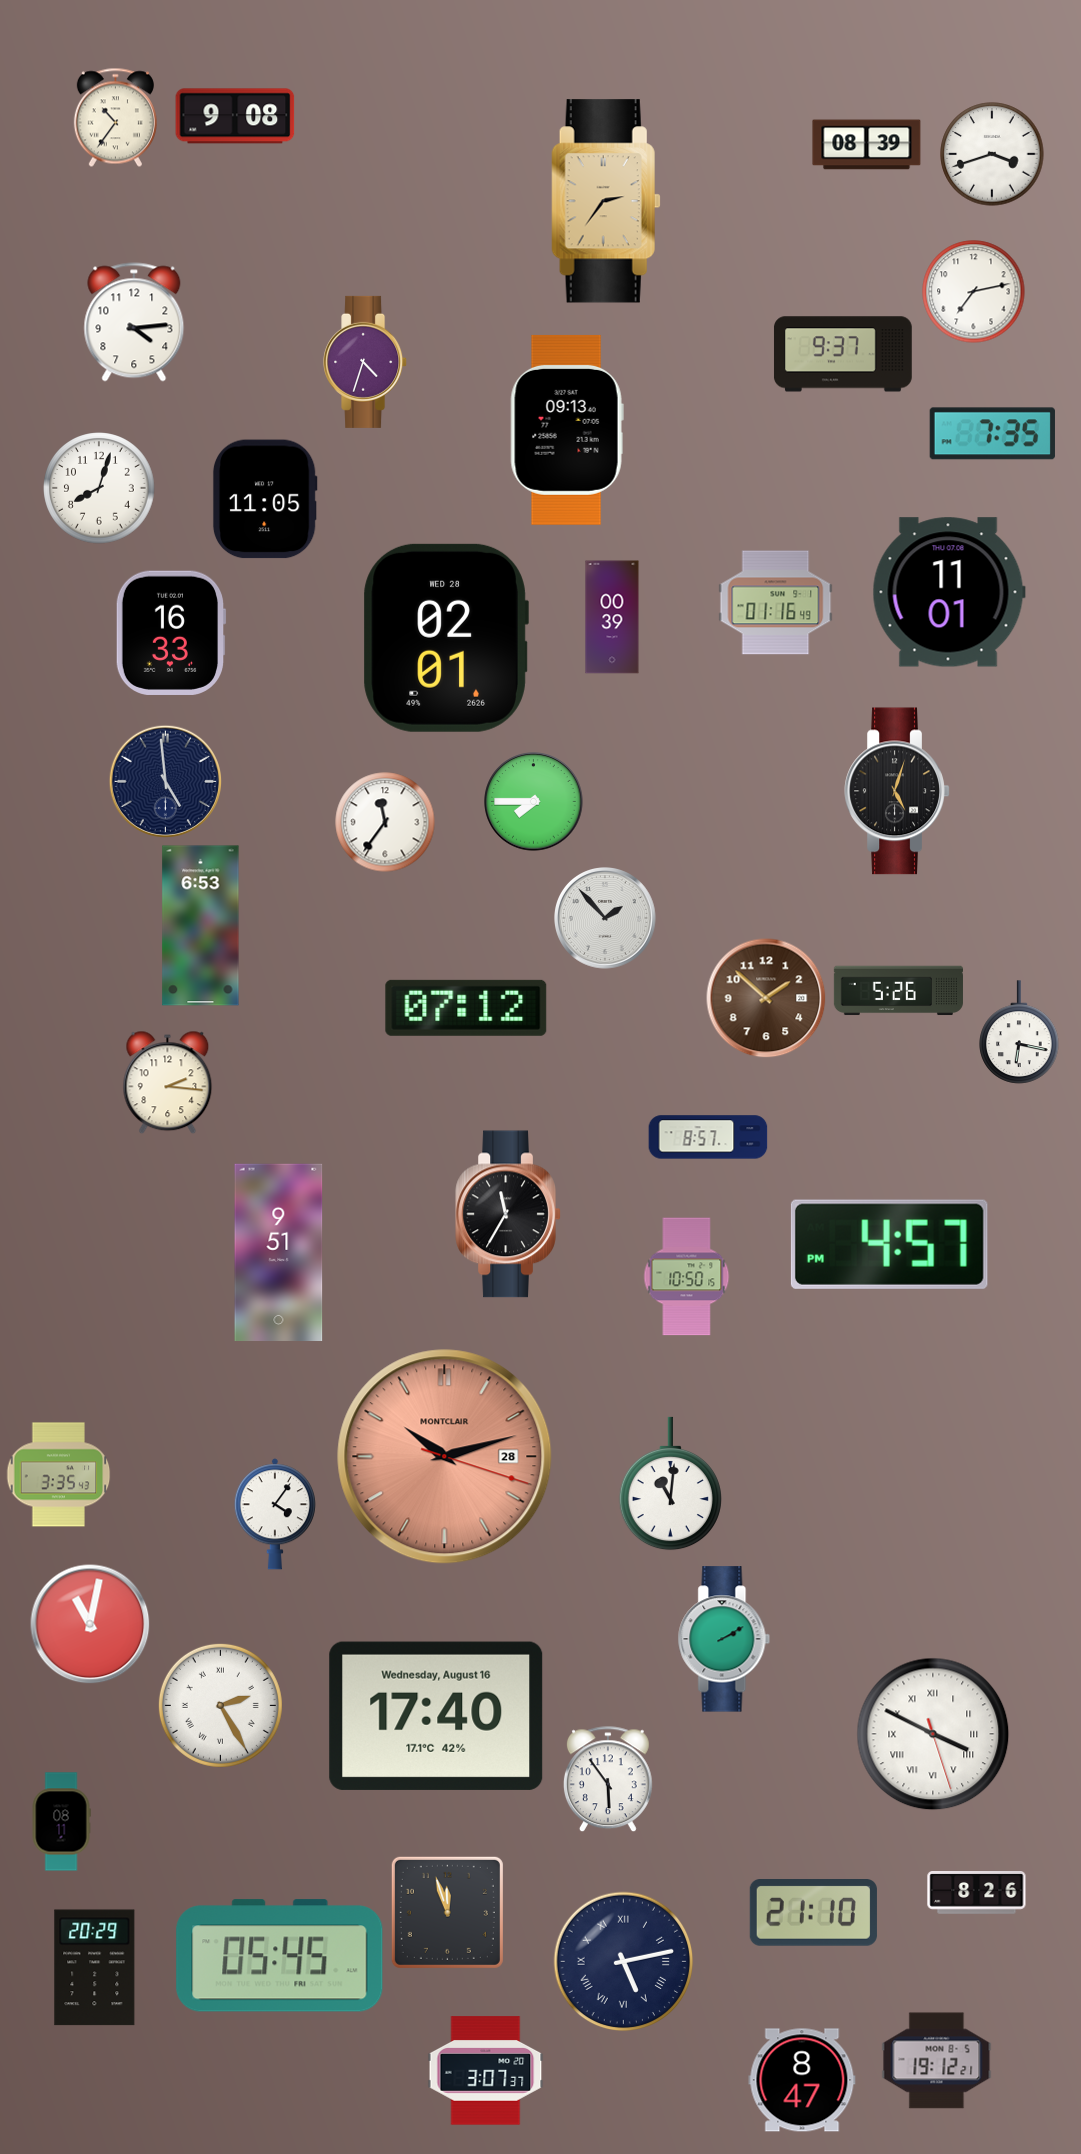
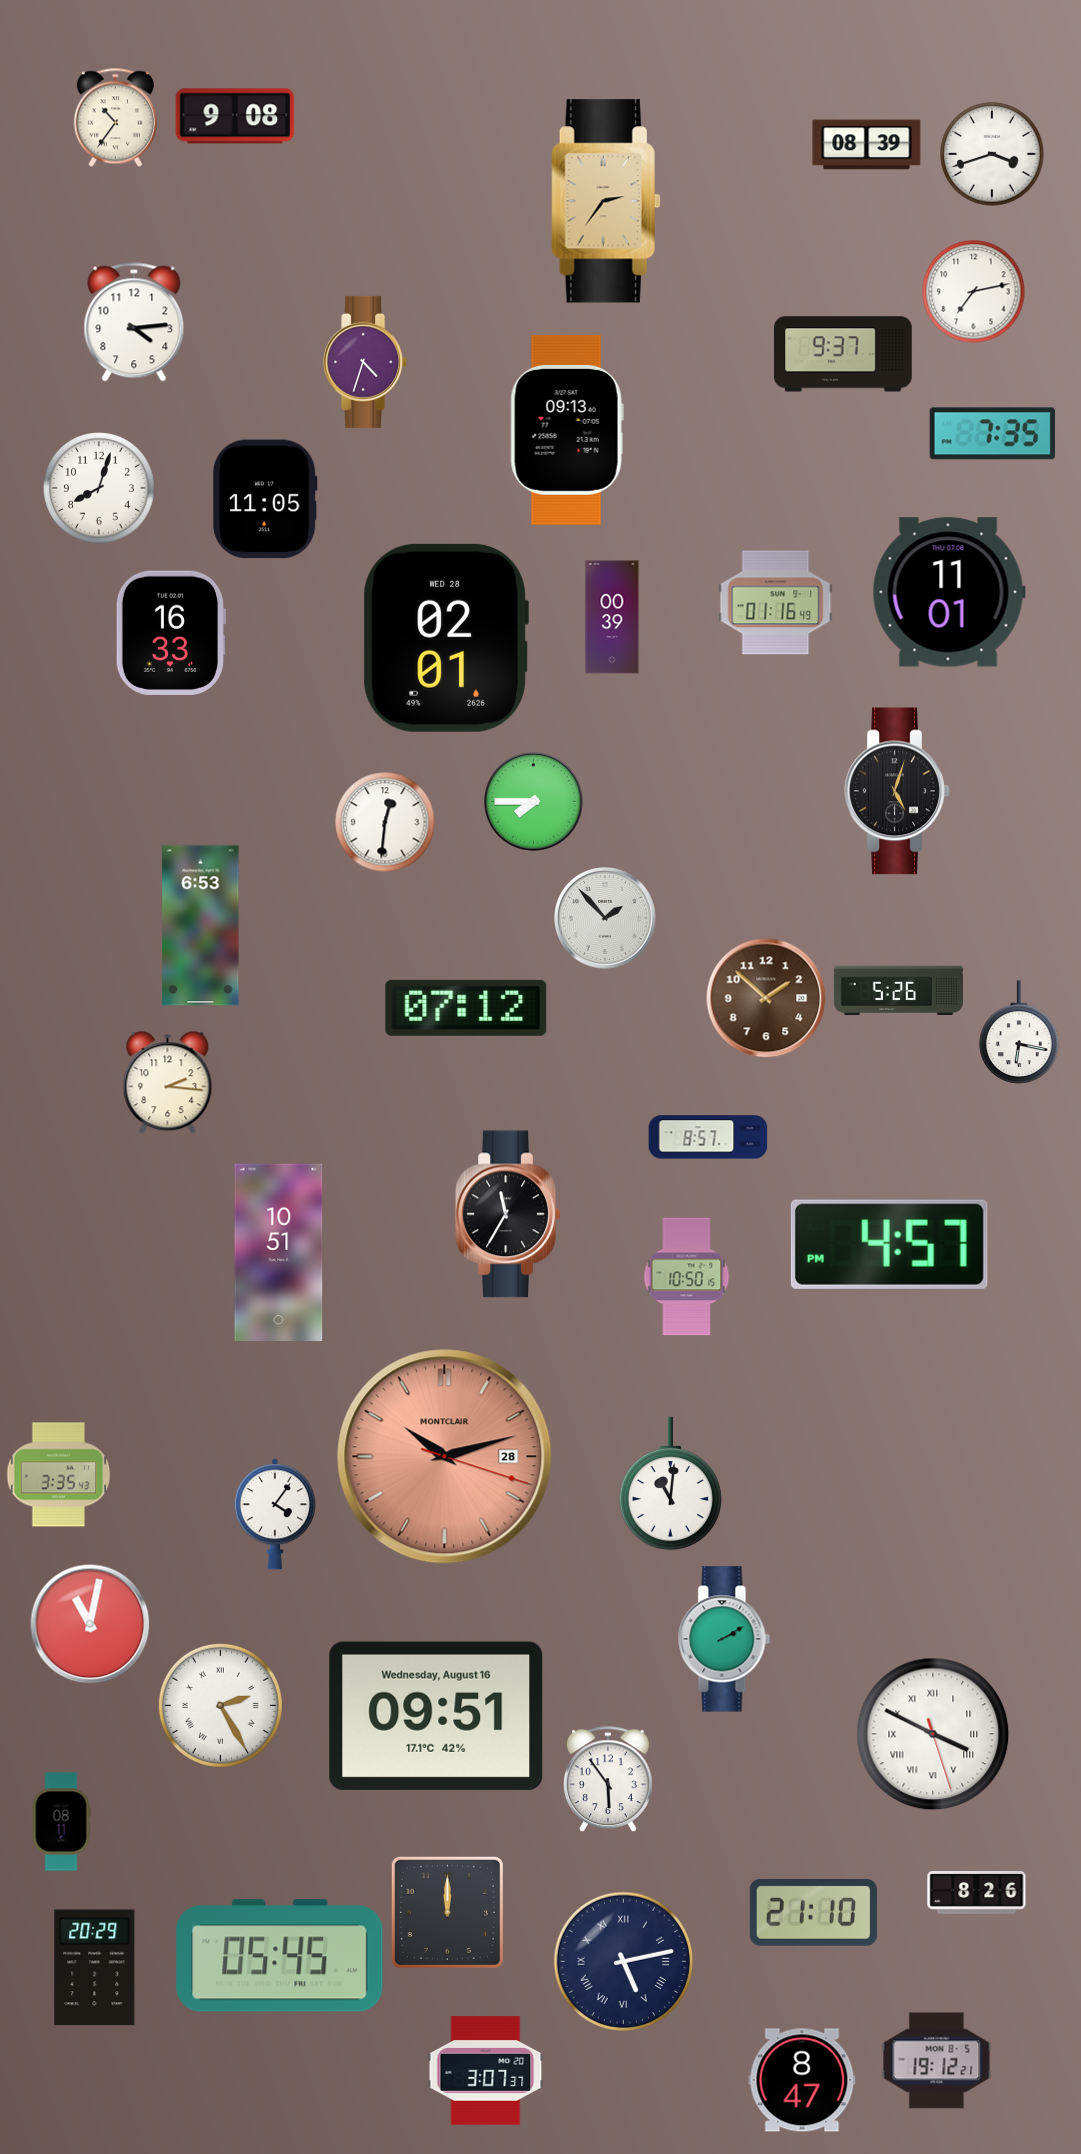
clock at (165, 781): 4:59 -> none
clock at (385, 822): 11:36 -> 12:31
clock at (279, 1252): 9:51 -> 10:51
clock at (436, 1716): 17:40 -> 09:51
clock at (447, 1912): 11:57 -> 12:00
